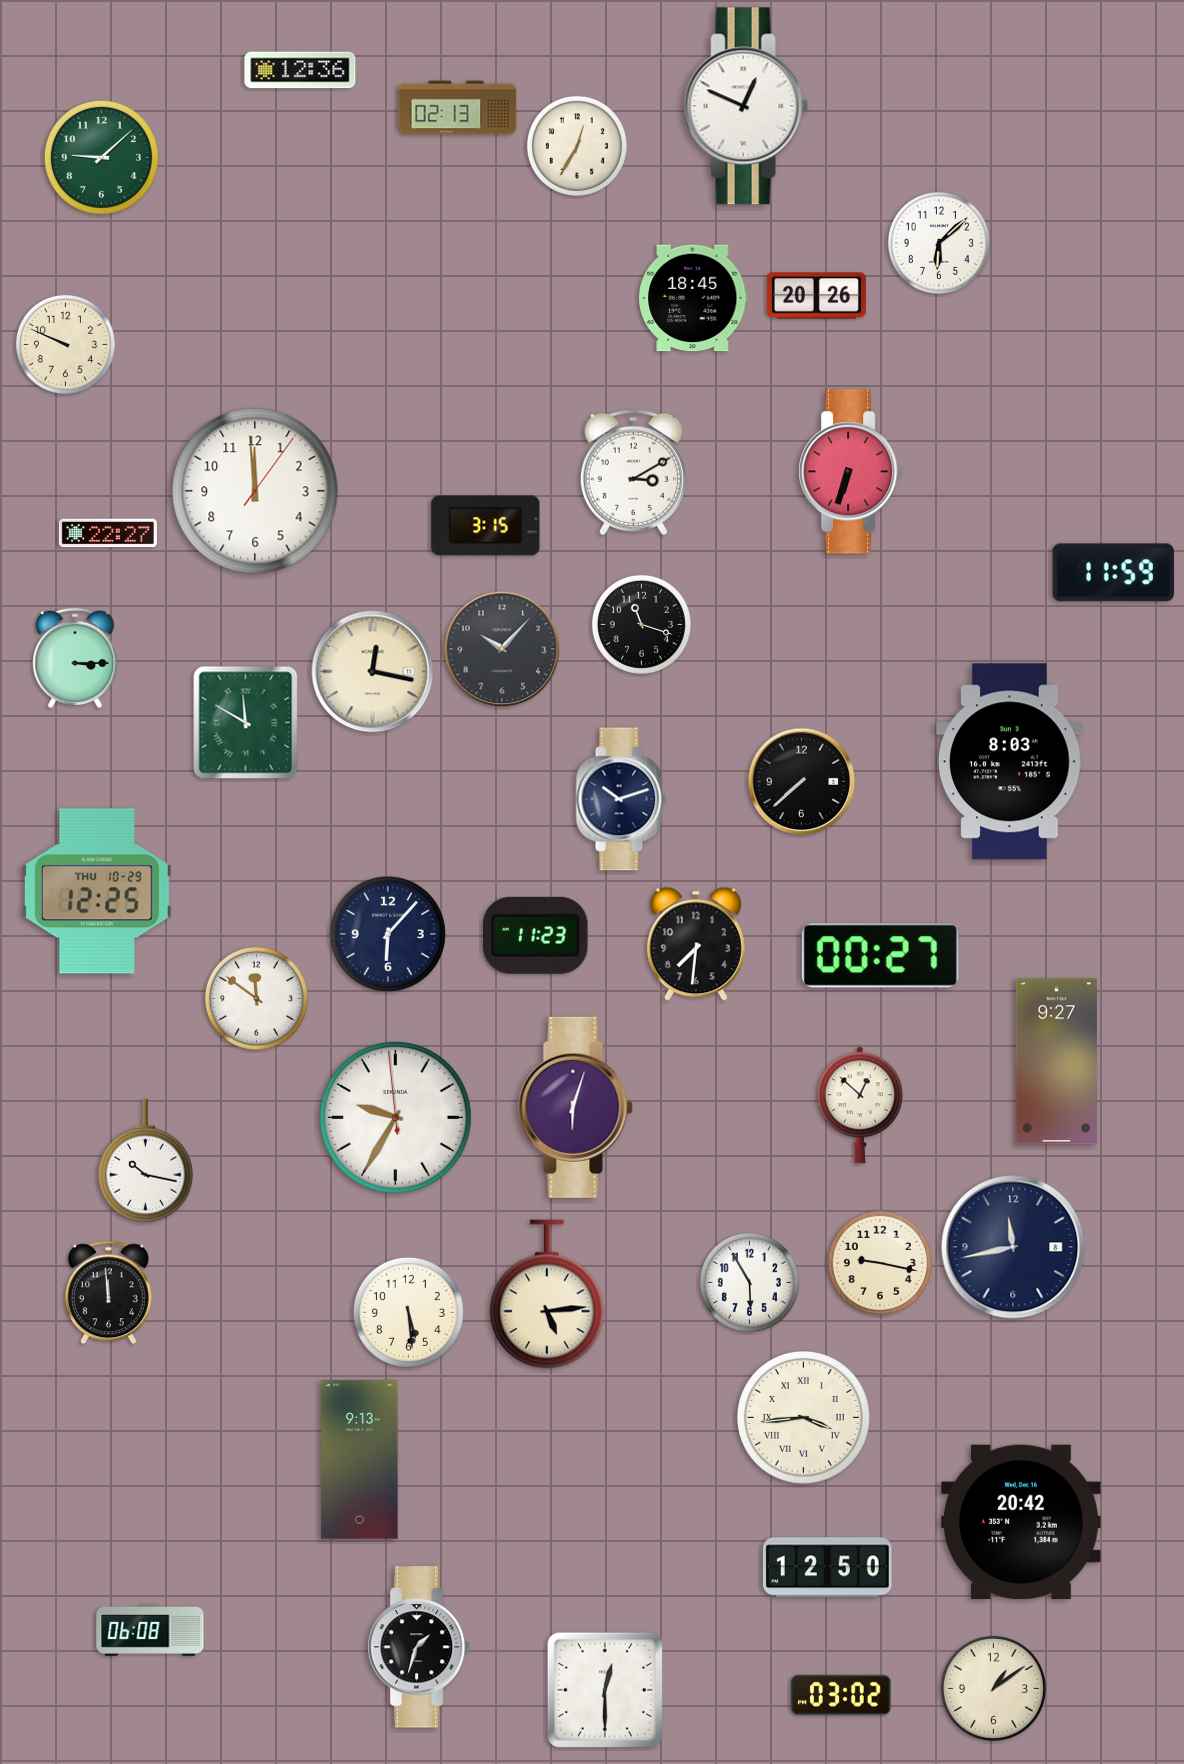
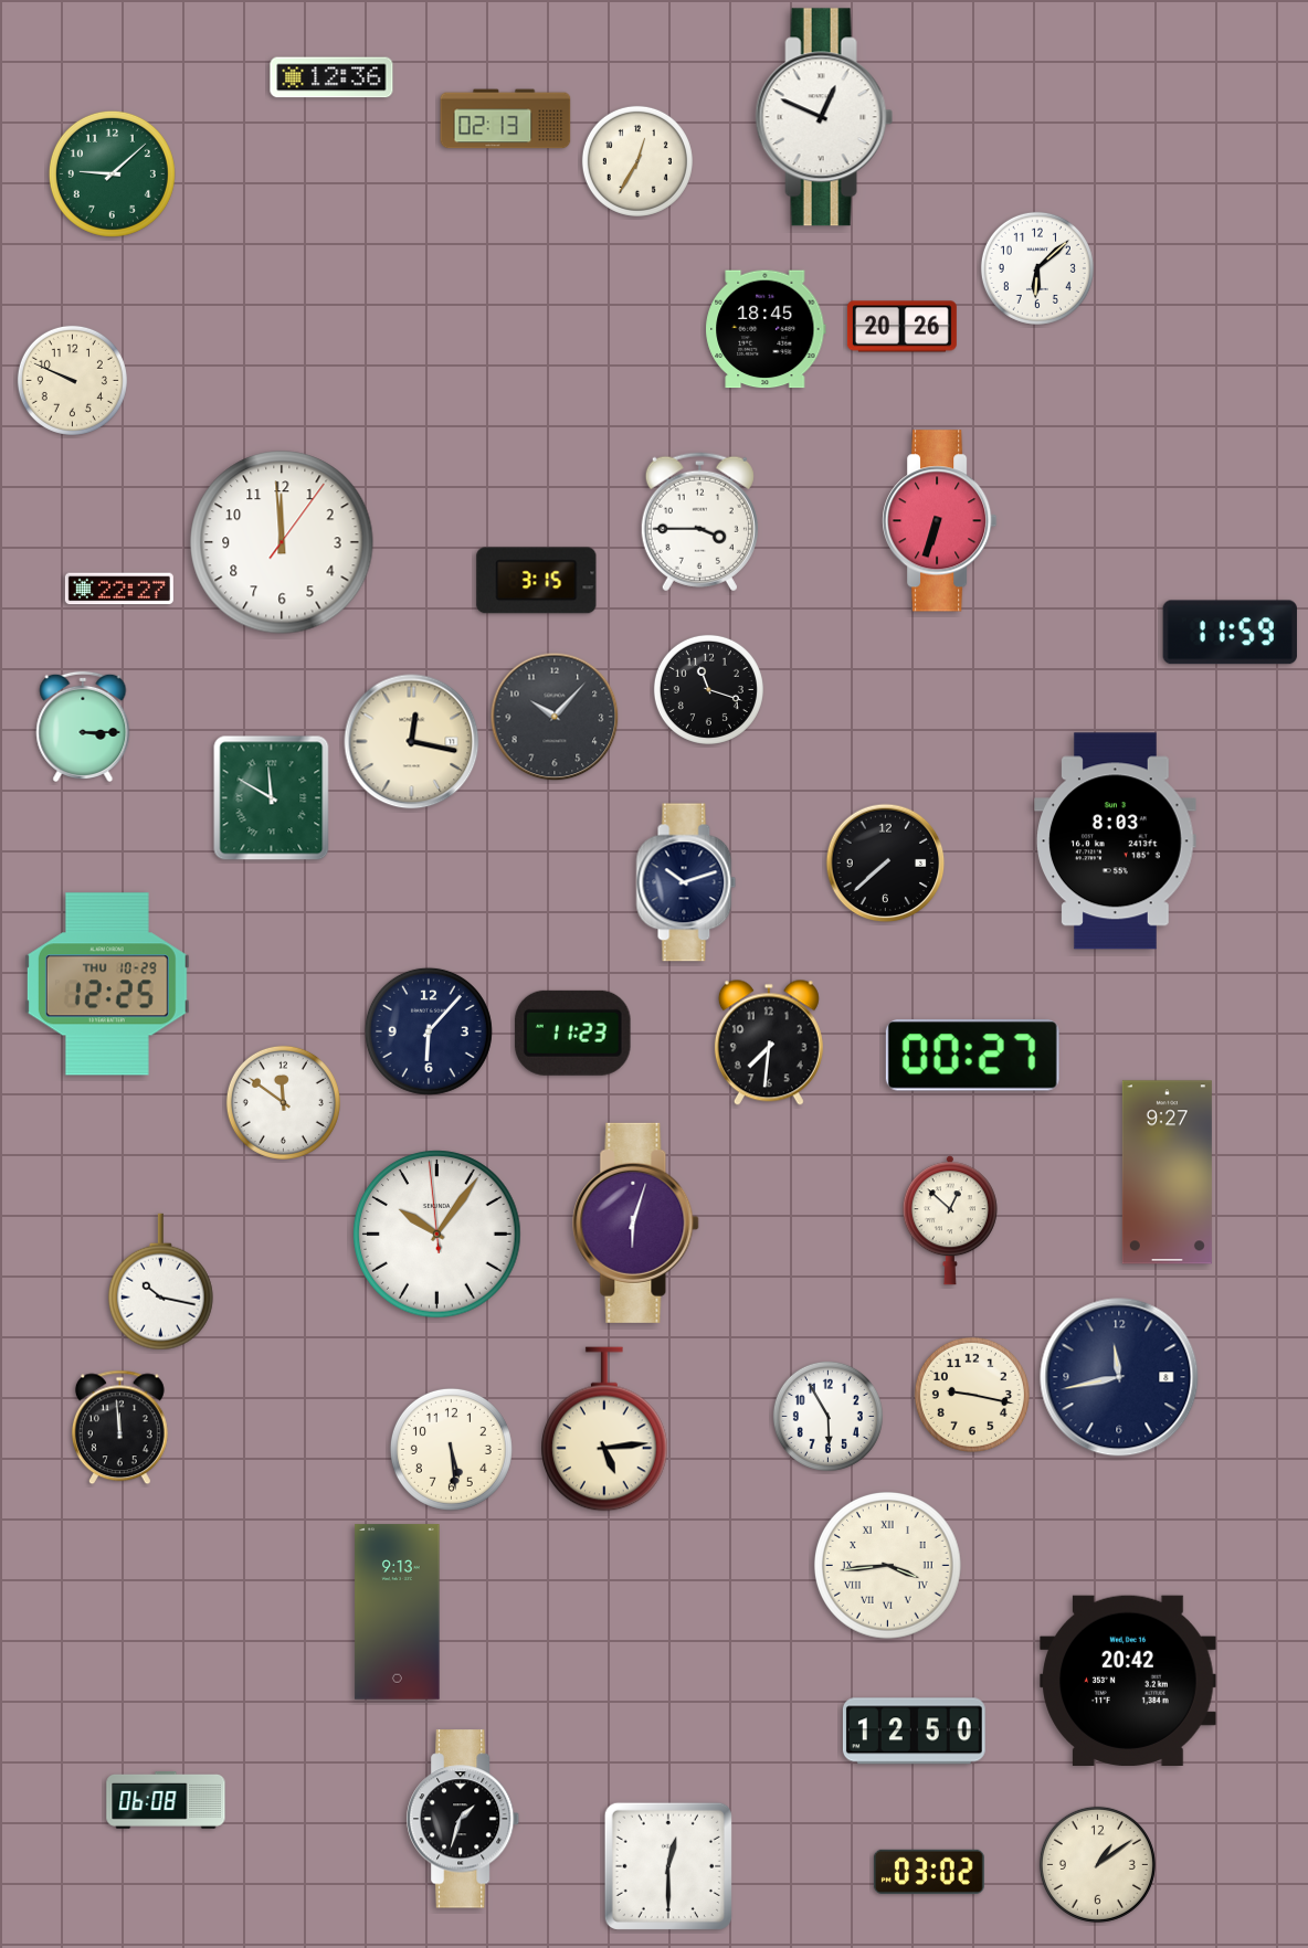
clock at (633, 473): 3:10 -> 3:45
clock at (536, 935) position: (536, 935) -> (573, 1033)
clock at (396, 1118): 9:34 -> 10:05
